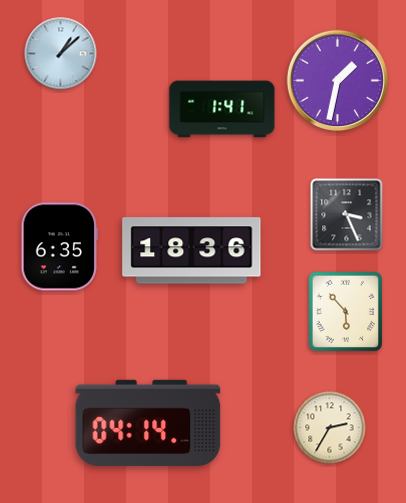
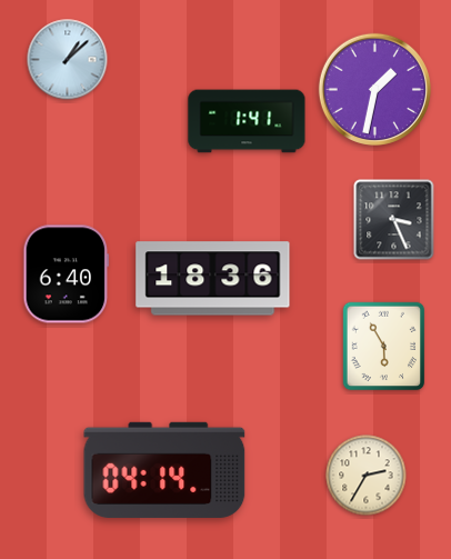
clock at (347, 215) position: (347, 215) -> (394, 220)
clock at (60, 247): 6:35 -> 6:40
clock at (346, 312): 5:53 -> 5:55
